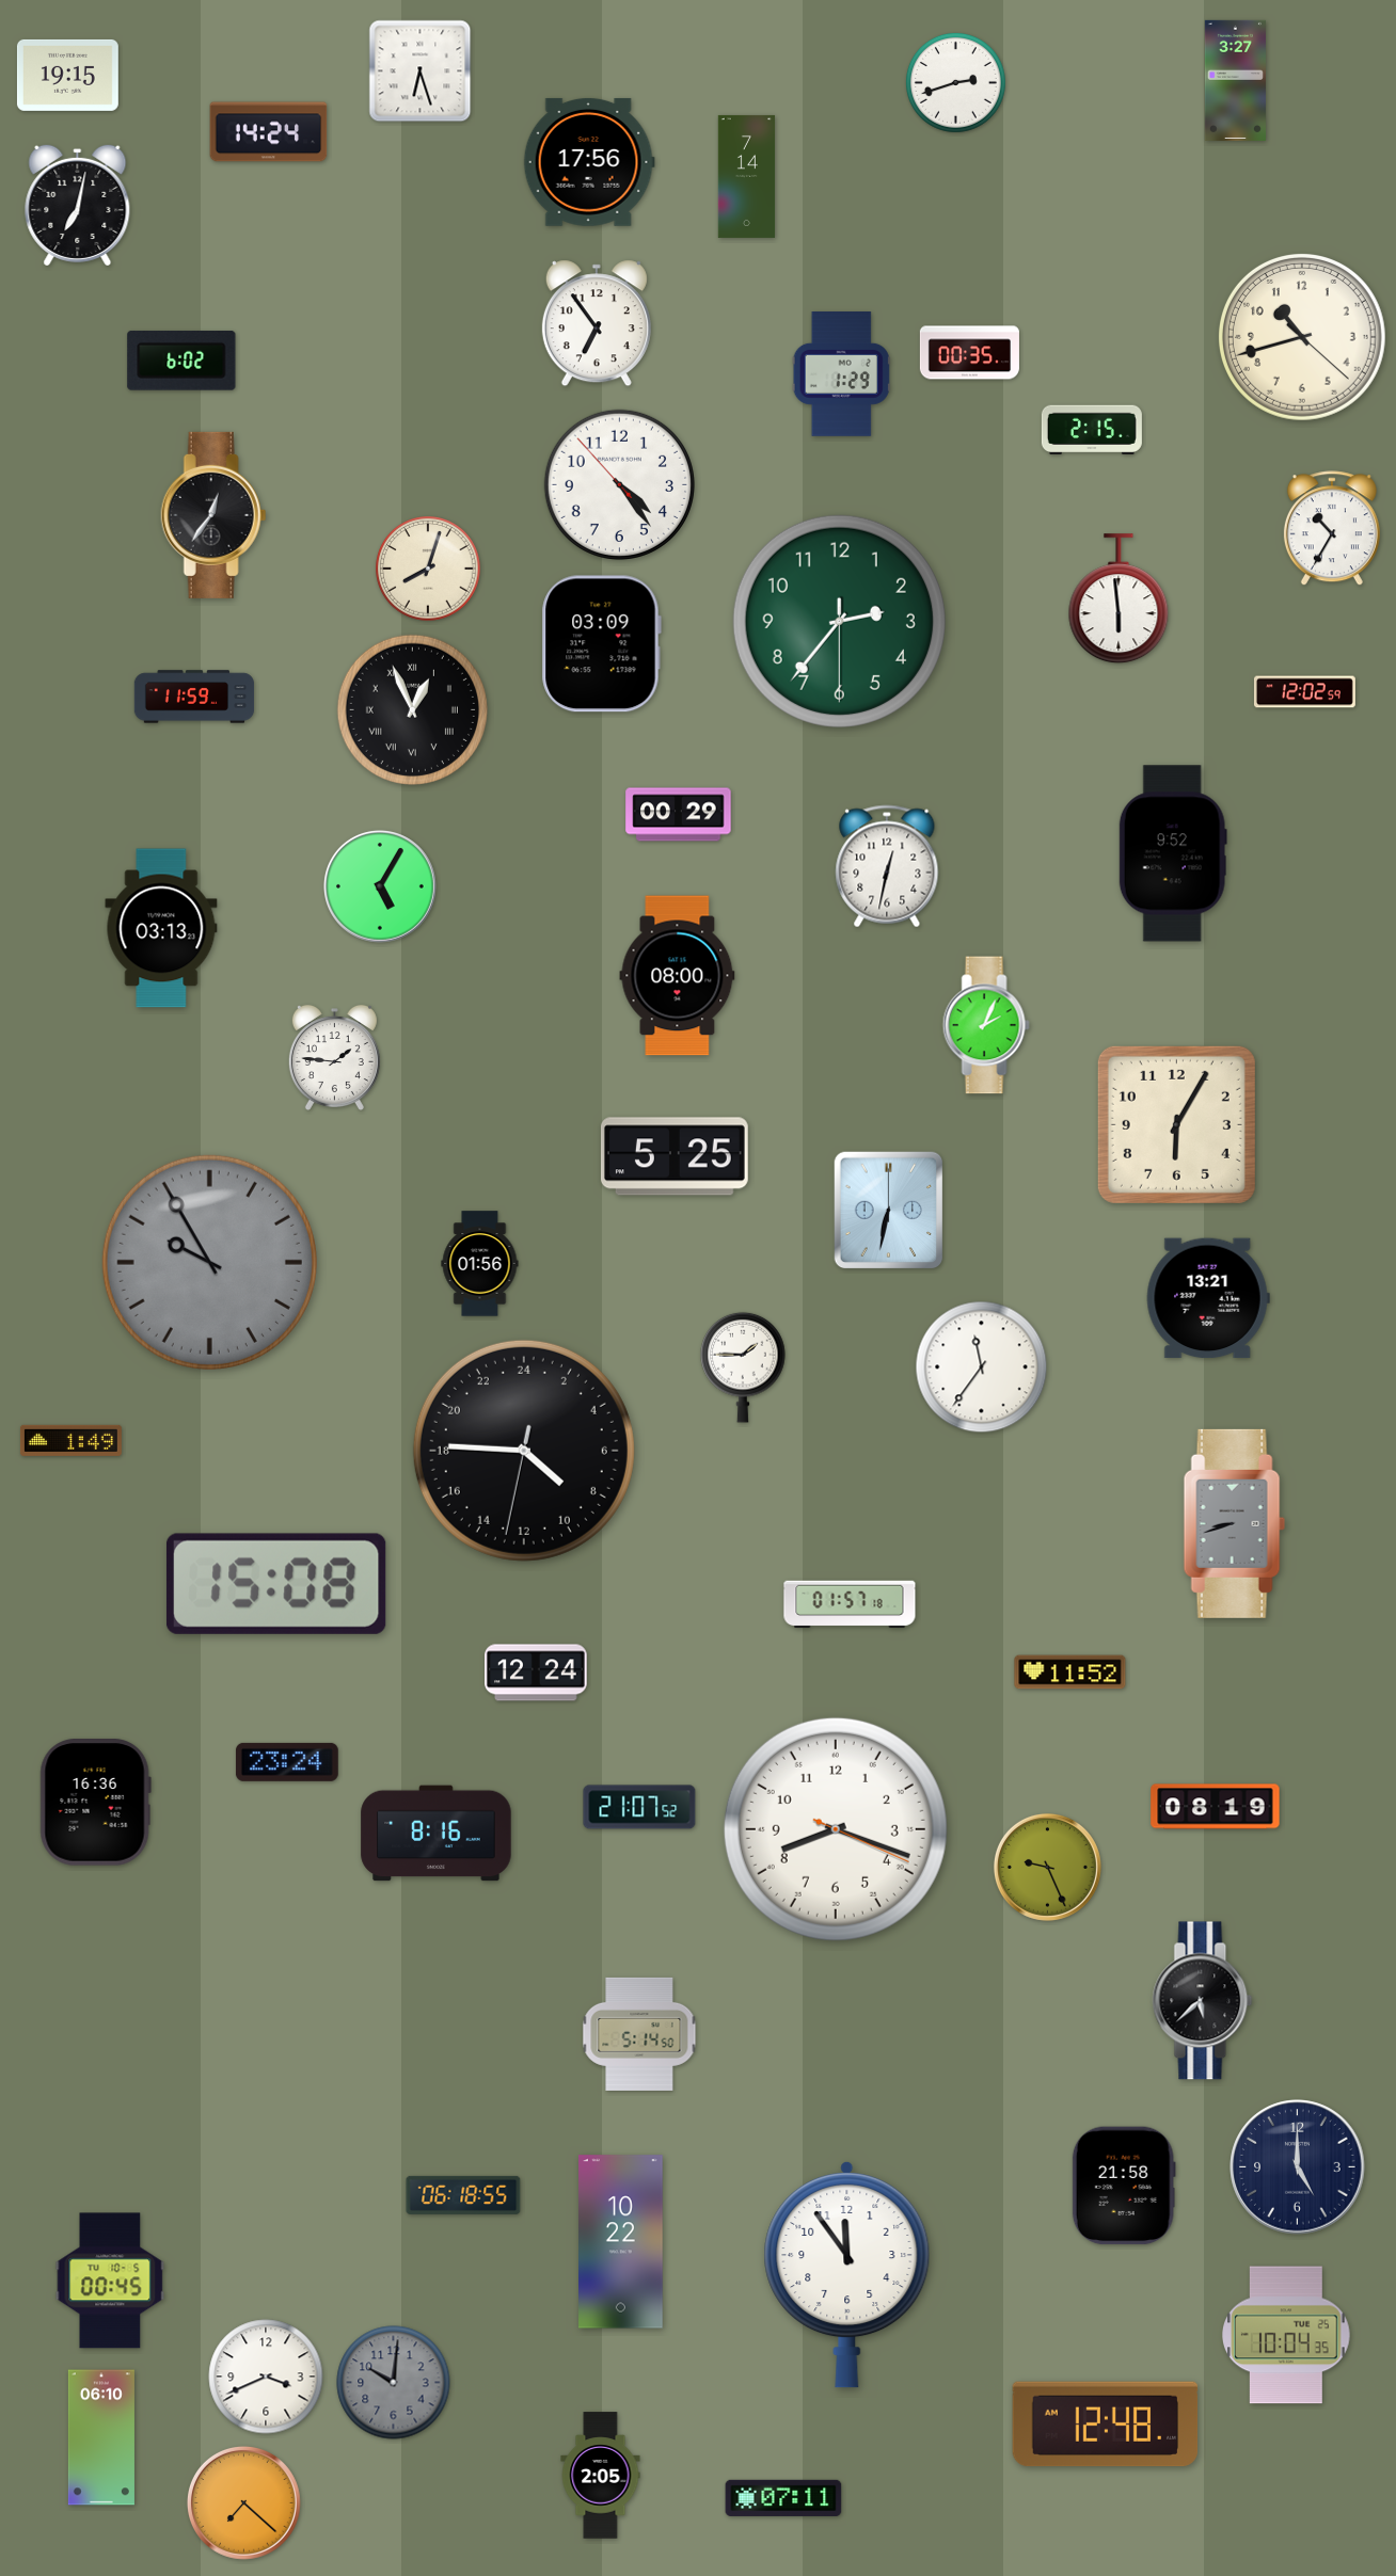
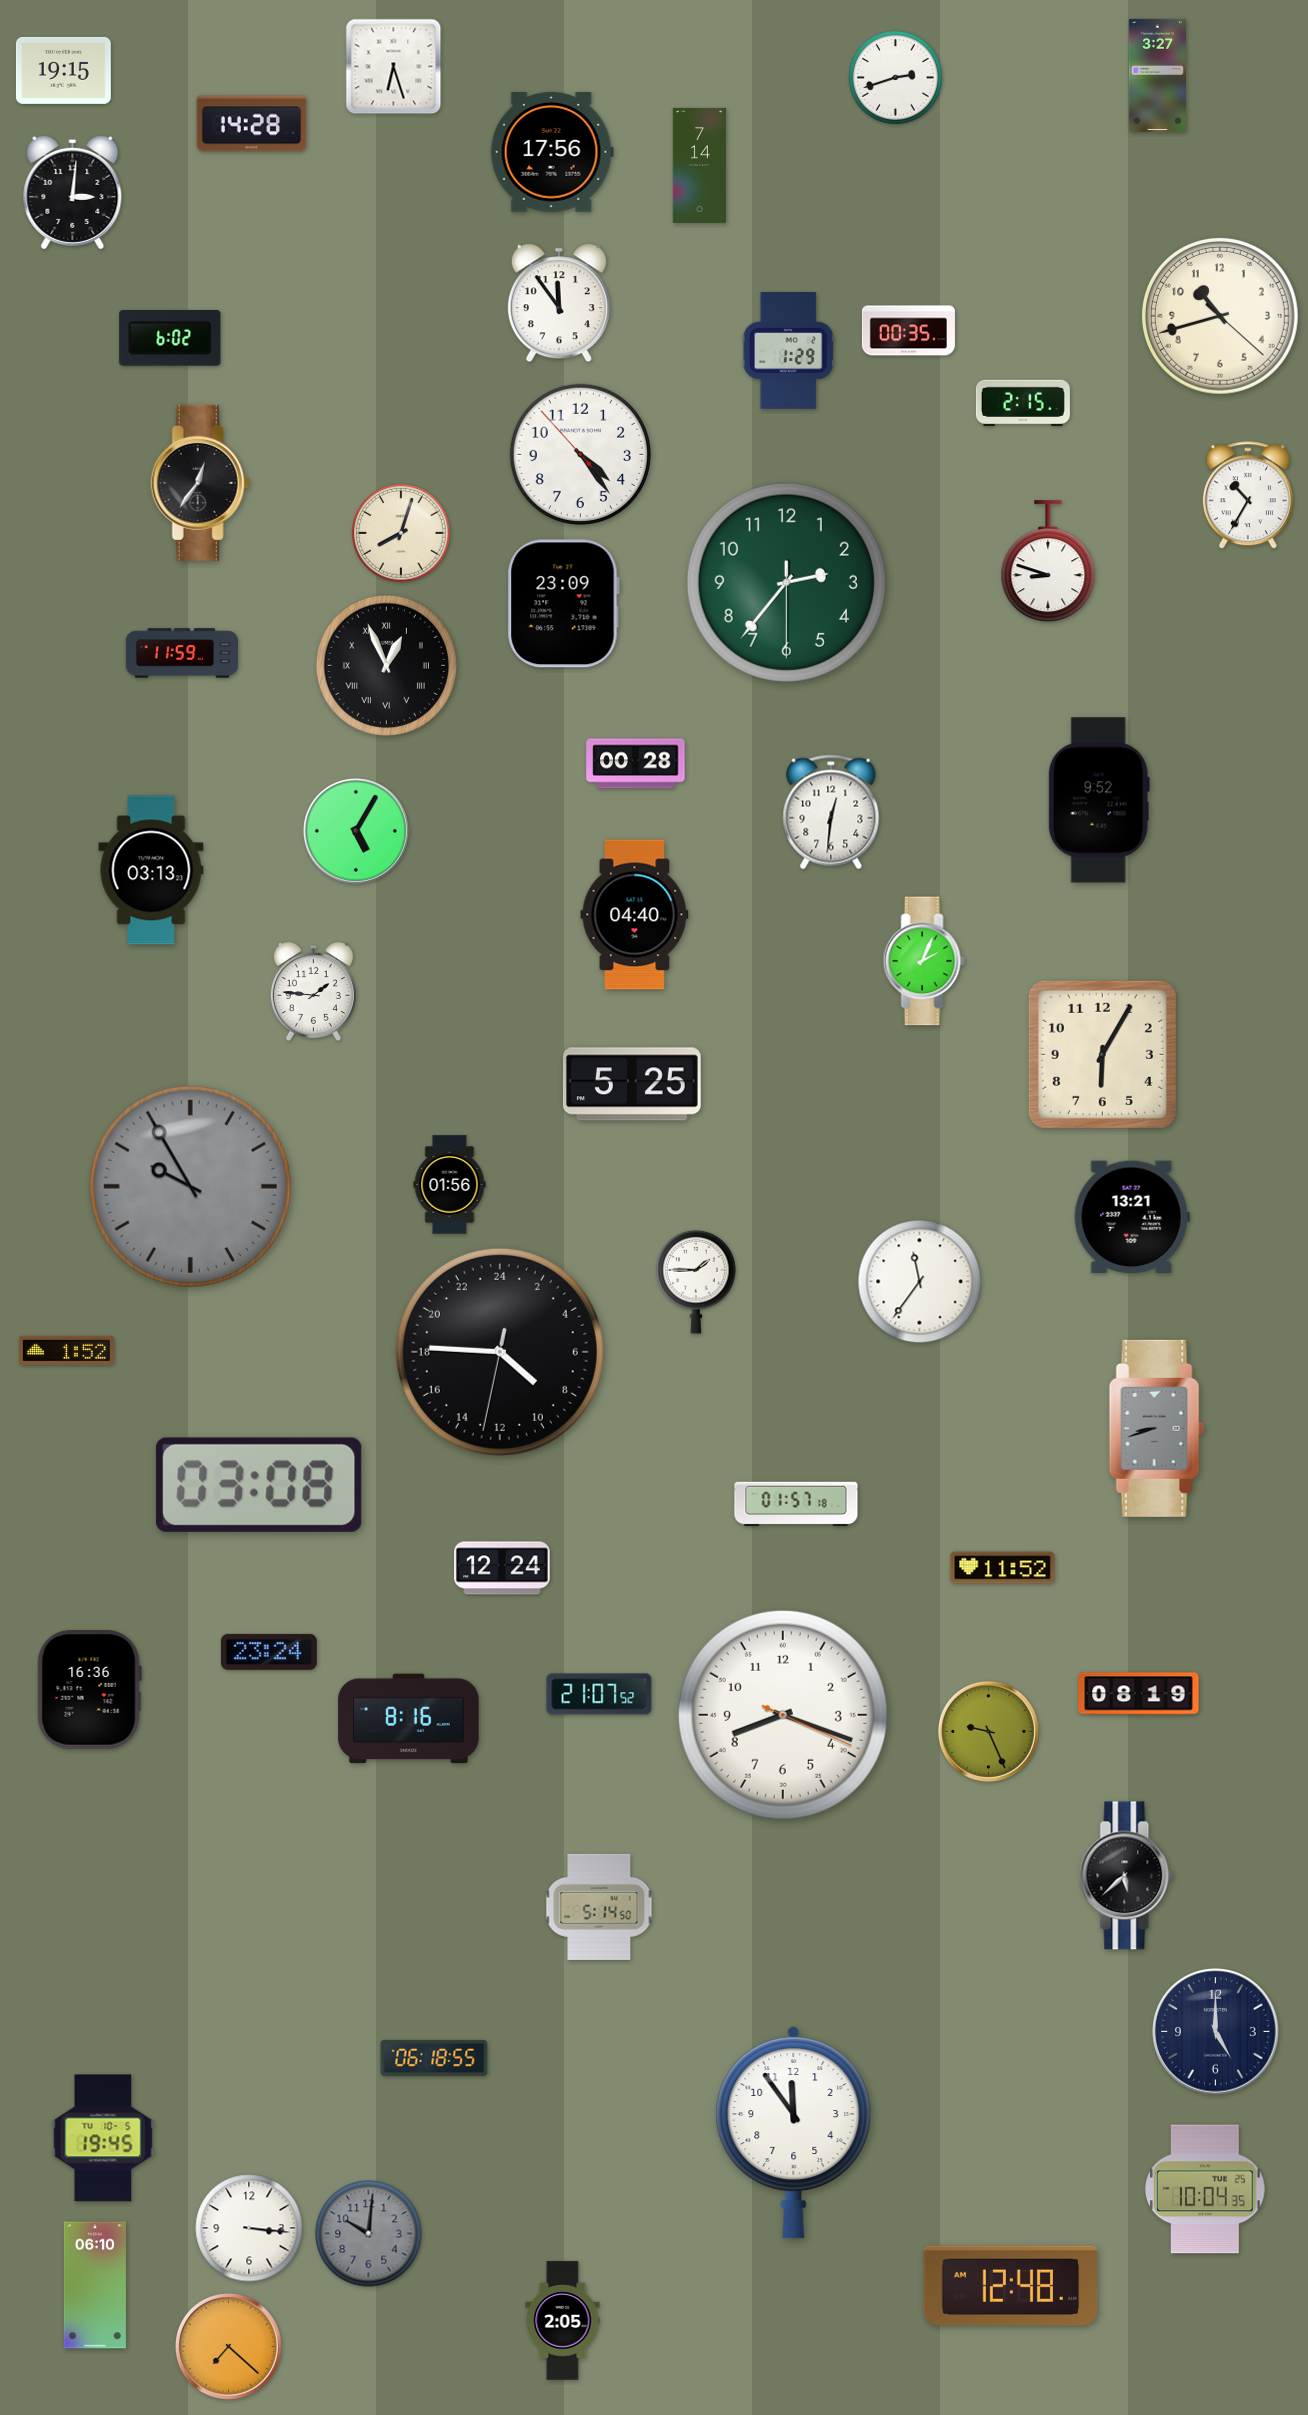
clock at (269, 132): 14:24 -> 14:28
clock at (78, 205): 7:02 -> 3:01
clock at (597, 323): 6:54 -> 11:54
clock at (1119, 599): 5:59 -> 8:48
clock at (601, 644): 03:09 -> 23:09
clock at (1304, 692): 12:02 -> none
clock at (679, 815): 00:29 -> 00:28
clock at (887, 866): 12:32 -> 12:31
clock at (678, 976): 08:00 -> 04:40
clock at (889, 1211): 6:32 -> none
clock at (209, 1262) position: (209, 1262) -> (190, 1186)
clock at (70, 1440): 1:49 -> 1:52
clock at (524, 1451) position: (524, 1451) -> (500, 1352)
clock at (276, 1584): 15:08 -> 03:08
clock at (1047, 1867) position: (1047, 1867) -> (988, 1731)
clock at (1124, 2186): 21:58 -> none
clock at (621, 2242): 10:22 -> none
clock at (110, 2281): 00:45 -> 19:45
clock at (266, 2377): 3:41 -> 3:16
clock at (1106, 2425) position: (1106, 2425) -> (1011, 2286)
clock at (783, 2497): 07:11 -> none
